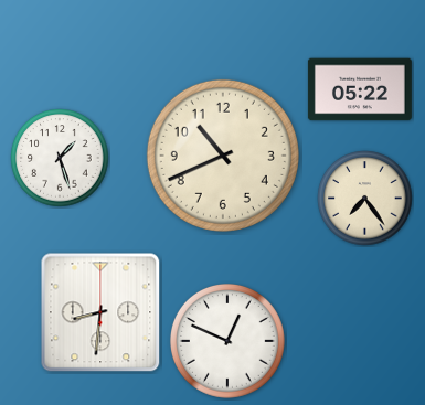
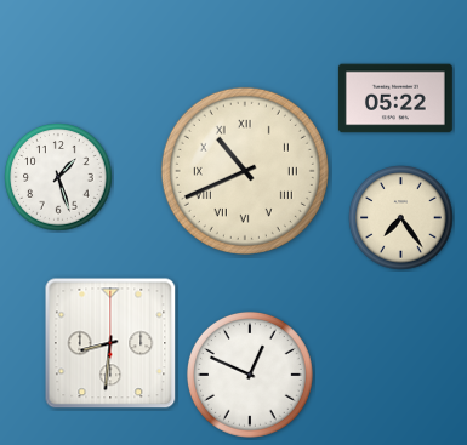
clock at (223, 156) numerals: Arabic -> Roman
clock at (60, 158) position: (60, 158) -> (58, 177)
